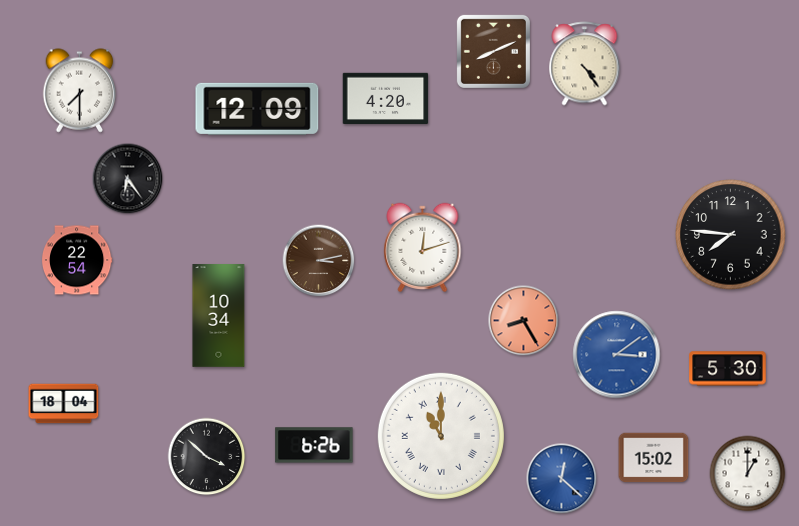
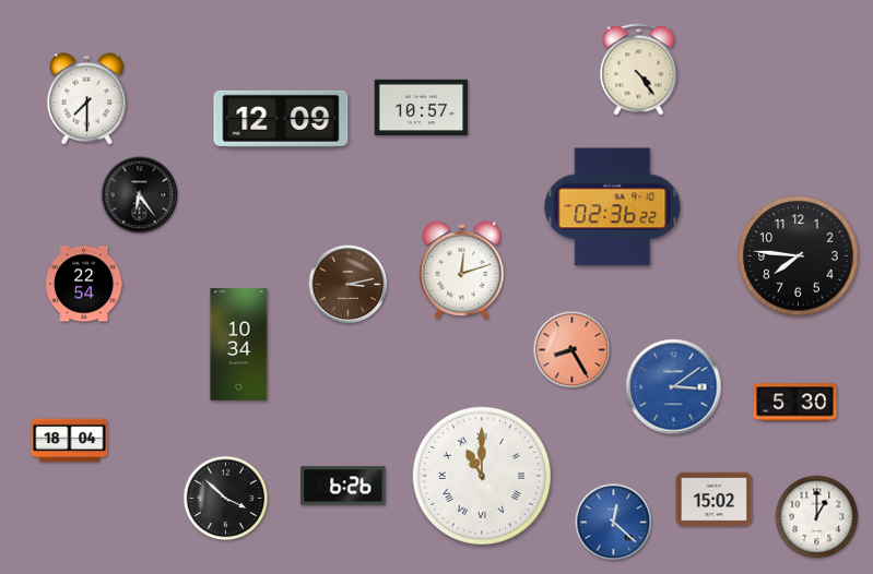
clock at (493, 51): 8:11 -> none
clock at (386, 98): 4:20 -> 10:57
clock at (613, 207): none -> 02:36
